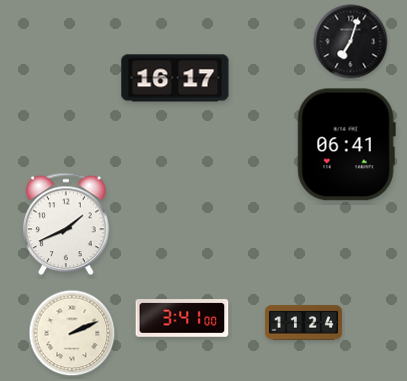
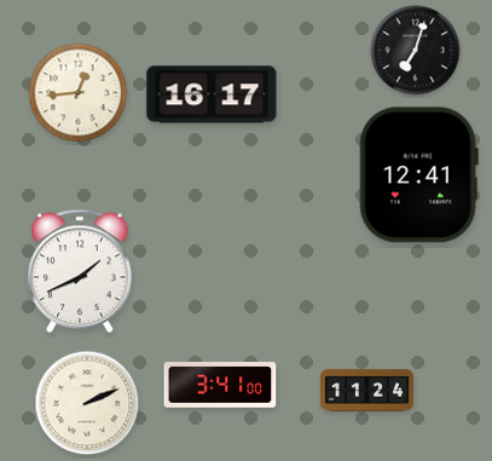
clock at (351, 42) position: (351, 42) -> (416, 51)
clock at (79, 93): none -> 12:44
clock at (346, 145): 06:41 -> 12:41
